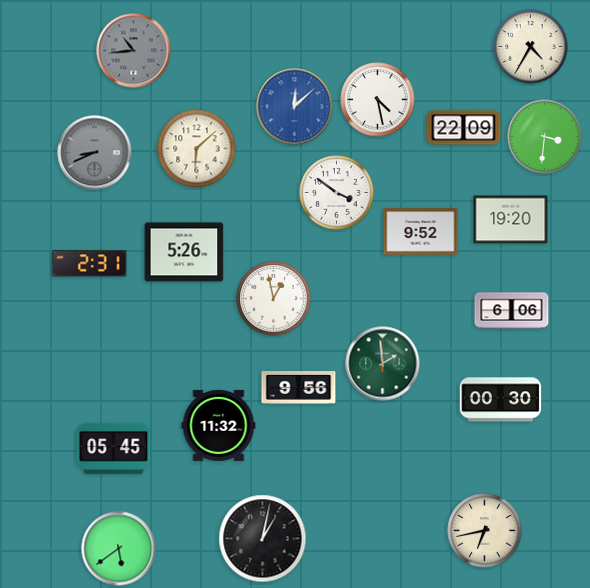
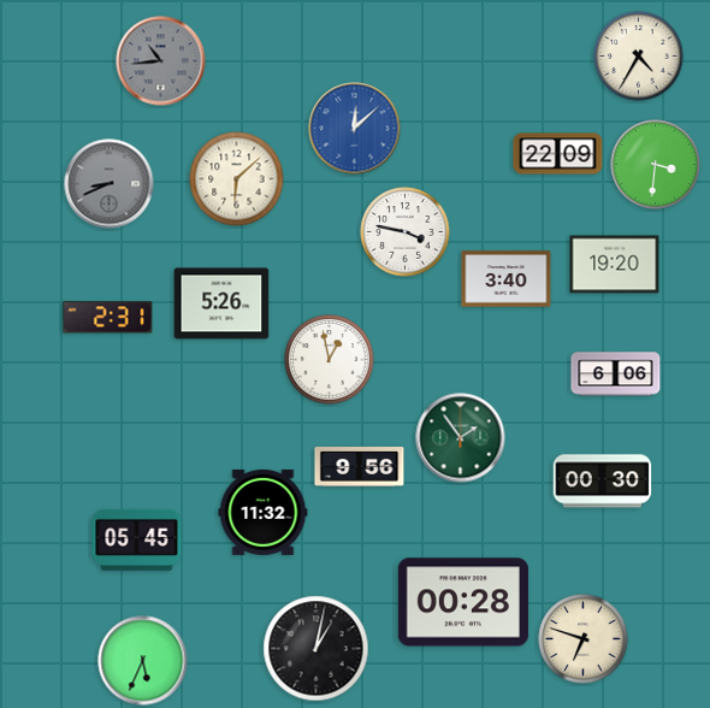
clock at (378, 100): 4:28 -> none
clock at (95, 153) position: (95, 153) -> (110, 184)
clock at (337, 193): 3:51 -> 3:47
clock at (421, 232): 9:52 -> 3:40
clock at (383, 364): 1:59 -> 1:54
clock at (463, 602): none -> 00:28
clock at (485, 531): 6:43 -> 6:48
clock at (119, 549): 5:39 -> 5:34
